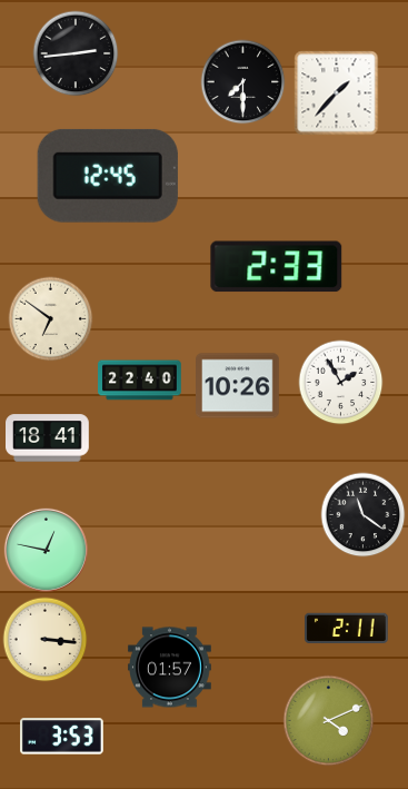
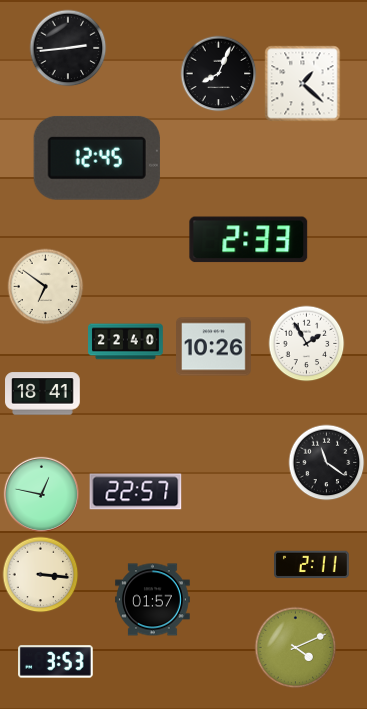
clock at (243, 82): 7:30 -> 8:04
clock at (337, 93): 1:37 -> 1:22
clock at (136, 492): none -> 22:57
